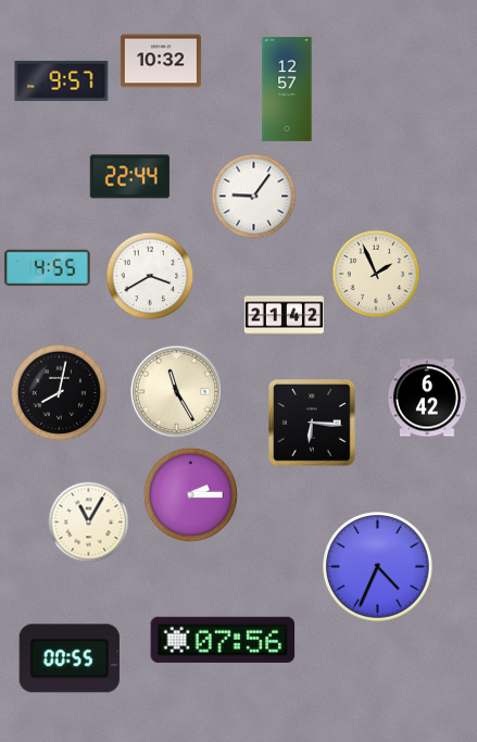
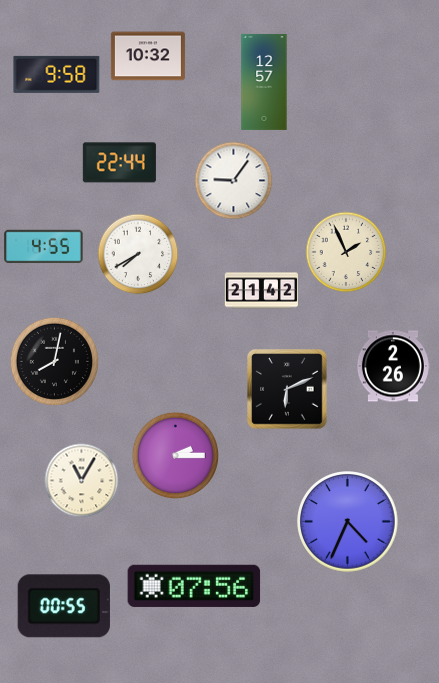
clock at (62, 80): 9:57 -> 9:58
clock at (150, 276): 3:40 -> 7:40
clock at (176, 391): 11:25 -> none
clock at (427, 398): 6:42 -> 2:26
clock at (312, 423): 6:16 -> 6:11
clock at (223, 640) position: (223, 640) -> (194, 586)
